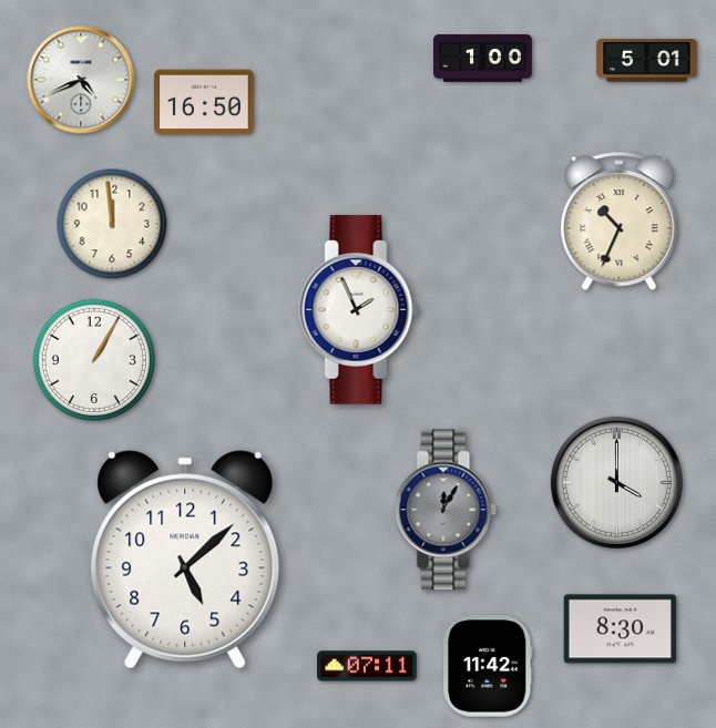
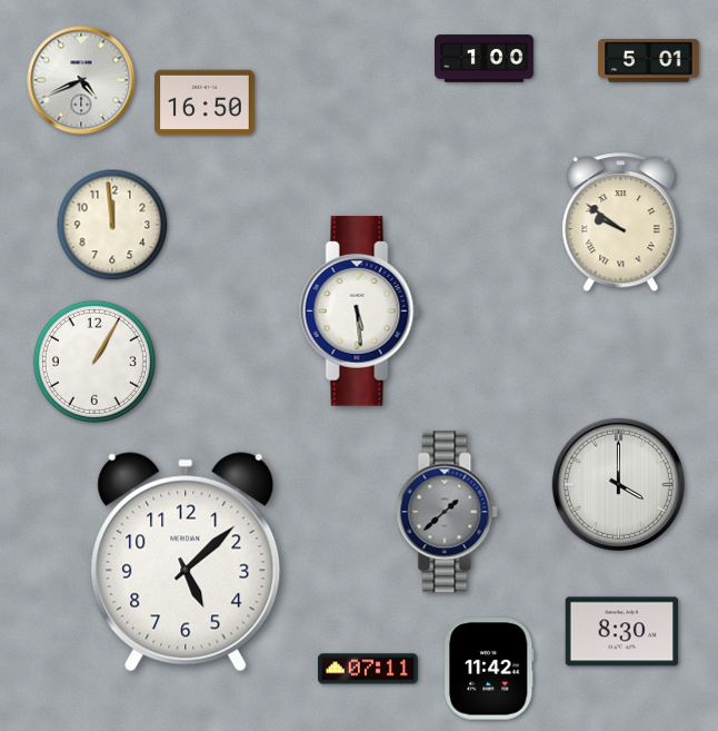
clock at (620, 222): 10:34 -> 9:51
clock at (359, 310): 1:56 -> 5:29
clock at (446, 510): 12:05 -> 1:38
